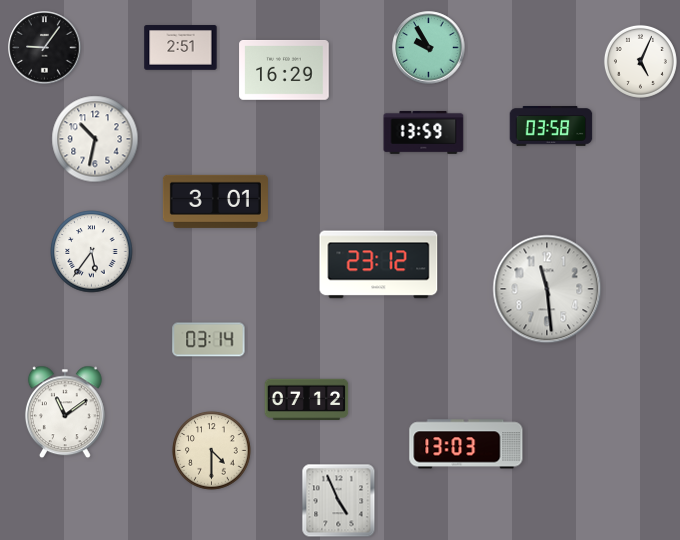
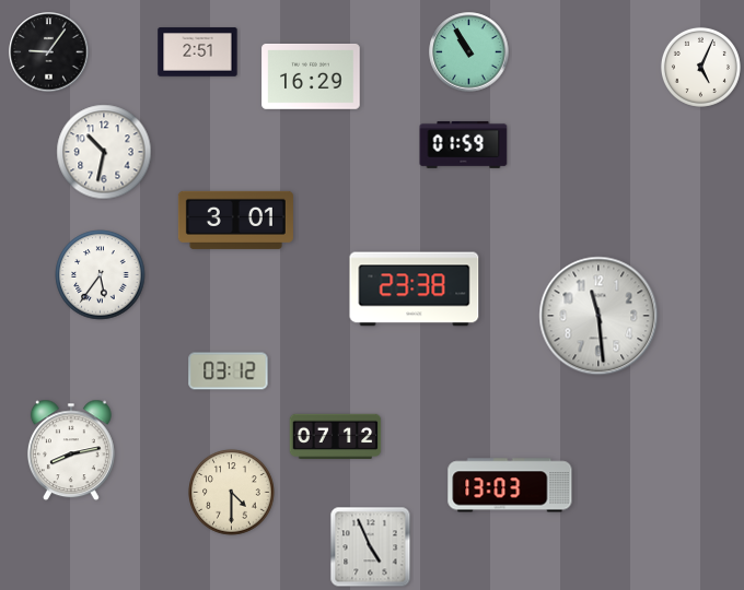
clock at (429, 48): 9:55 -> 10:55
clock at (551, 127): 03:58 -> none
clock at (424, 132): 13:59 -> 01:59
clock at (379, 265): 23:12 -> 23:38
clock at (209, 340): 03:14 -> 03:12
clock at (65, 412): 11:09 -> 8:13
